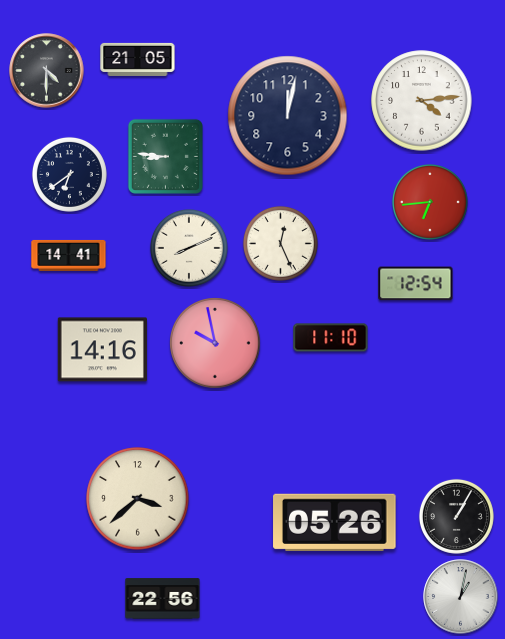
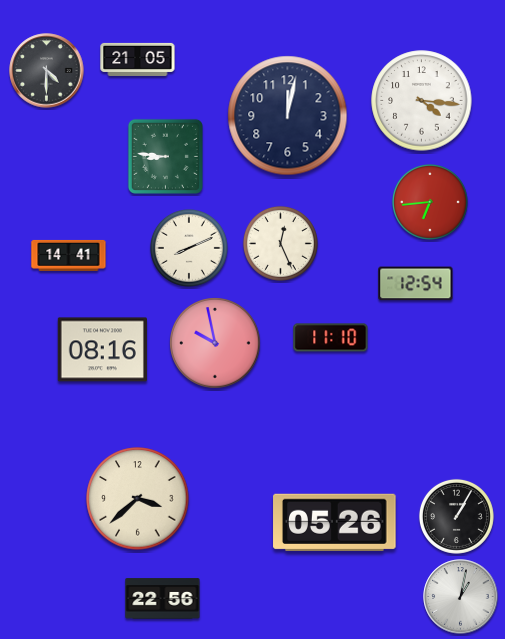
clock at (422, 101): 4:14 -> 4:16
clock at (69, 174): 6:39 -> none
clock at (102, 350): 14:16 -> 08:16
